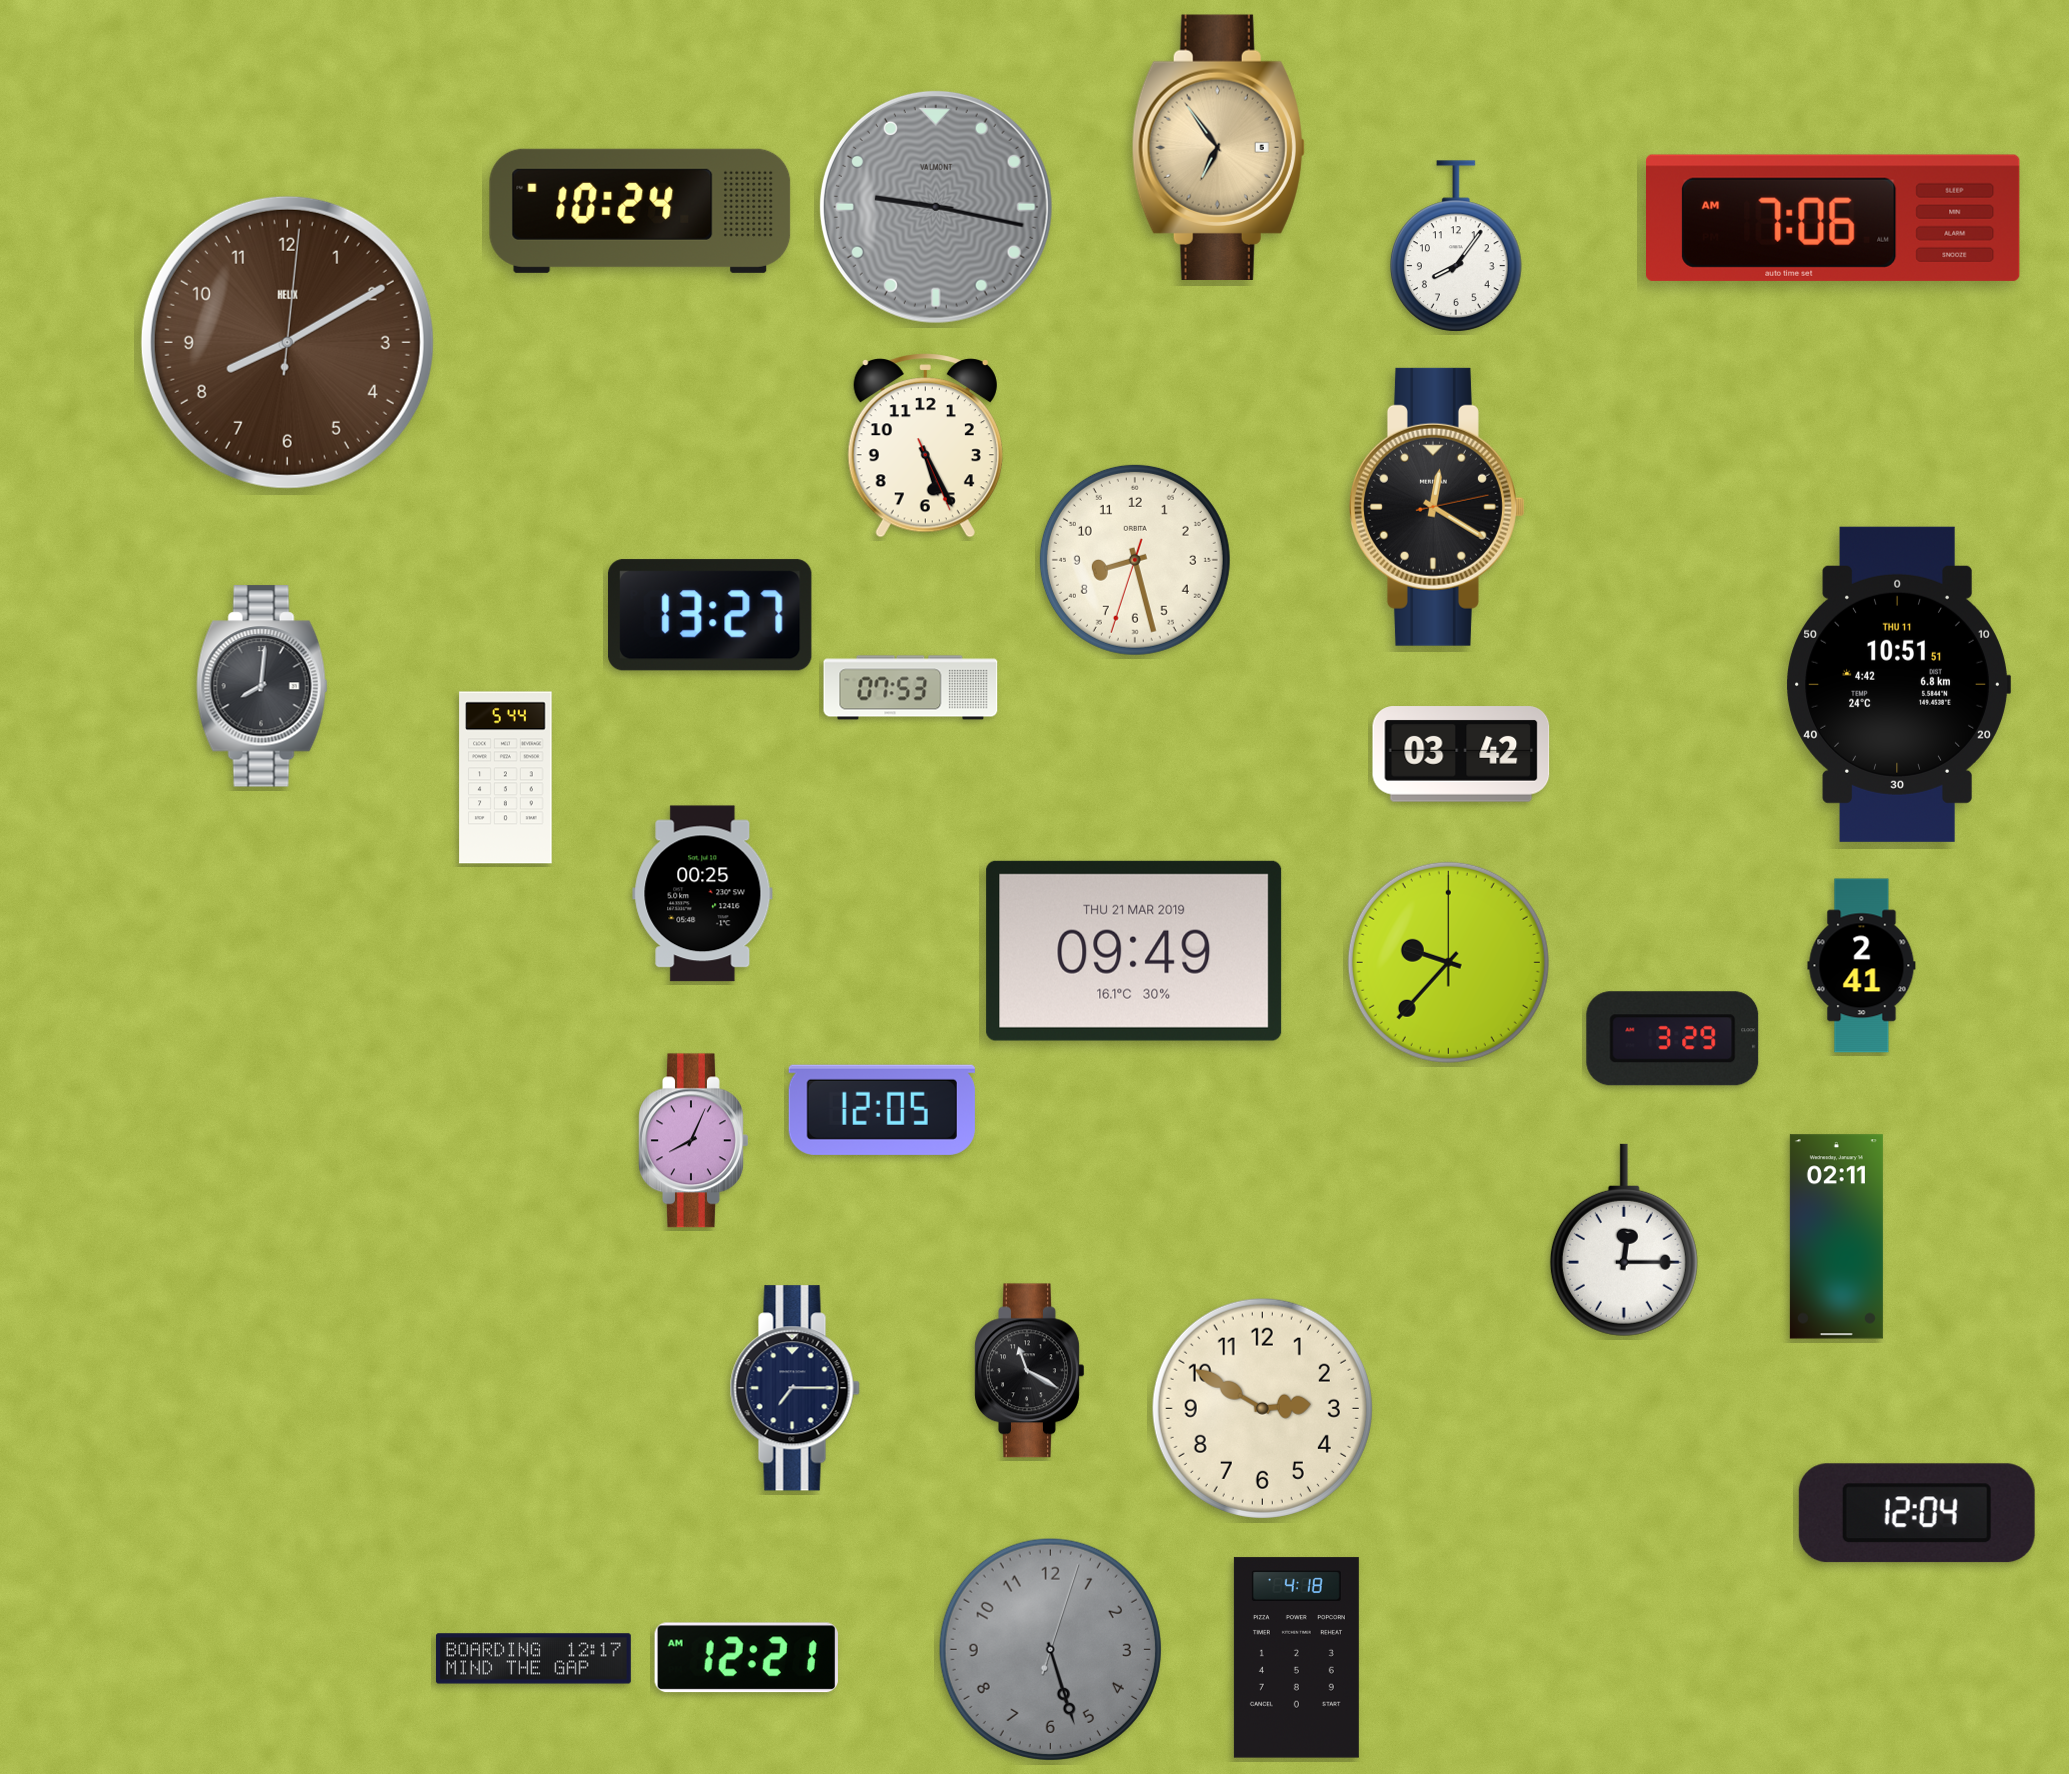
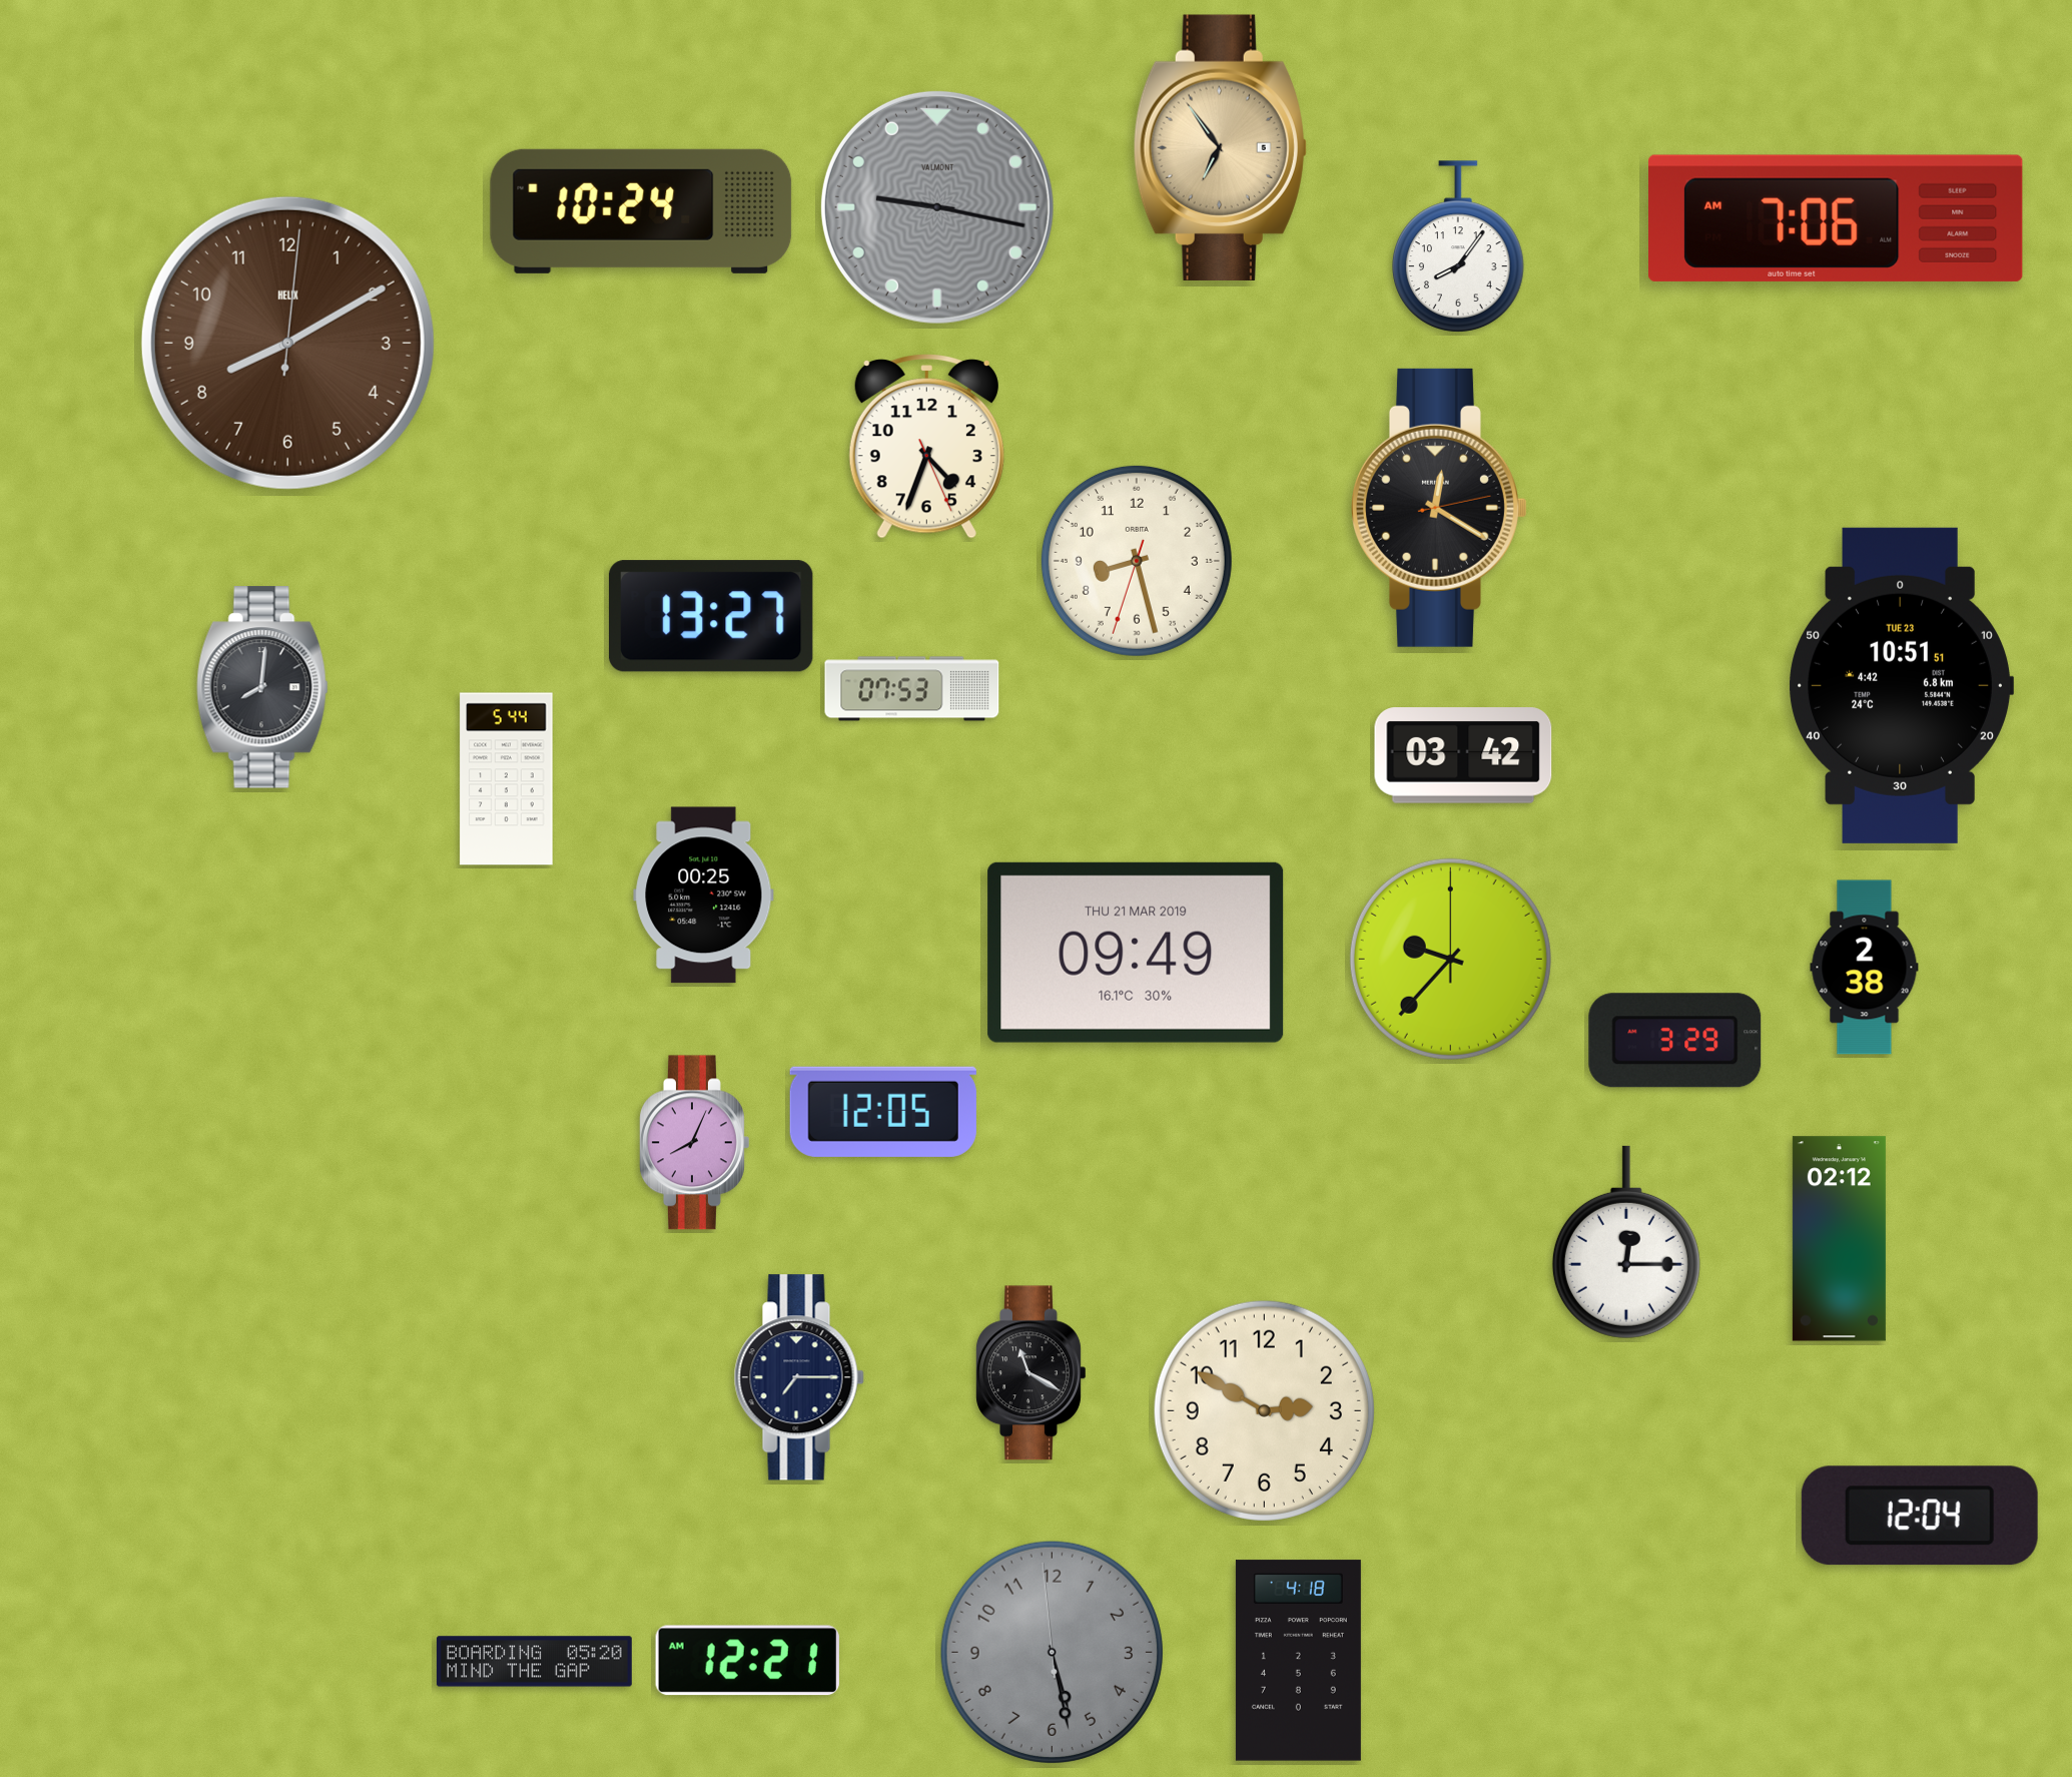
clock at (925, 446): 5:25 -> 4:33
clock at (1898, 684) date: THU 11 -> TUE 23
clock at (1448, 962) position: (1448, 962) -> (1450, 959)
clock at (1862, 966): 2:41 -> 2:38
clock at (1836, 1237): 02:11 -> 02:12
clock at (795, 1388) position: (795, 1388) -> (799, 1377)
clock at (1050, 1649): 5:27:03 -> 5:27:59
clock at (533, 1659): 12:17 -> 05:20
